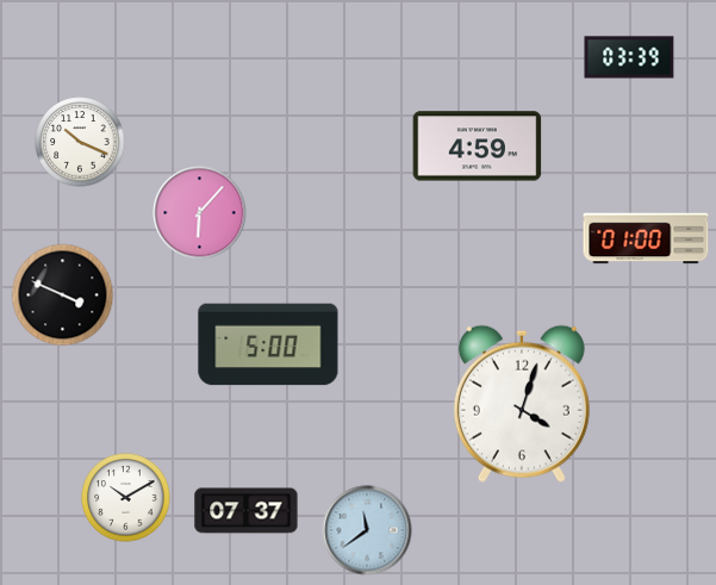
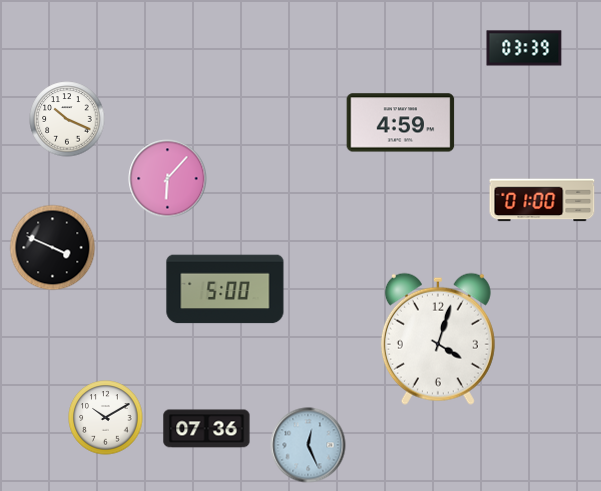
clock at (629, 57) position: (629, 57) -> (524, 48)
clock at (247, 511): 07:37 -> 07:36
clock at (367, 530): 11:39 -> 12:26
